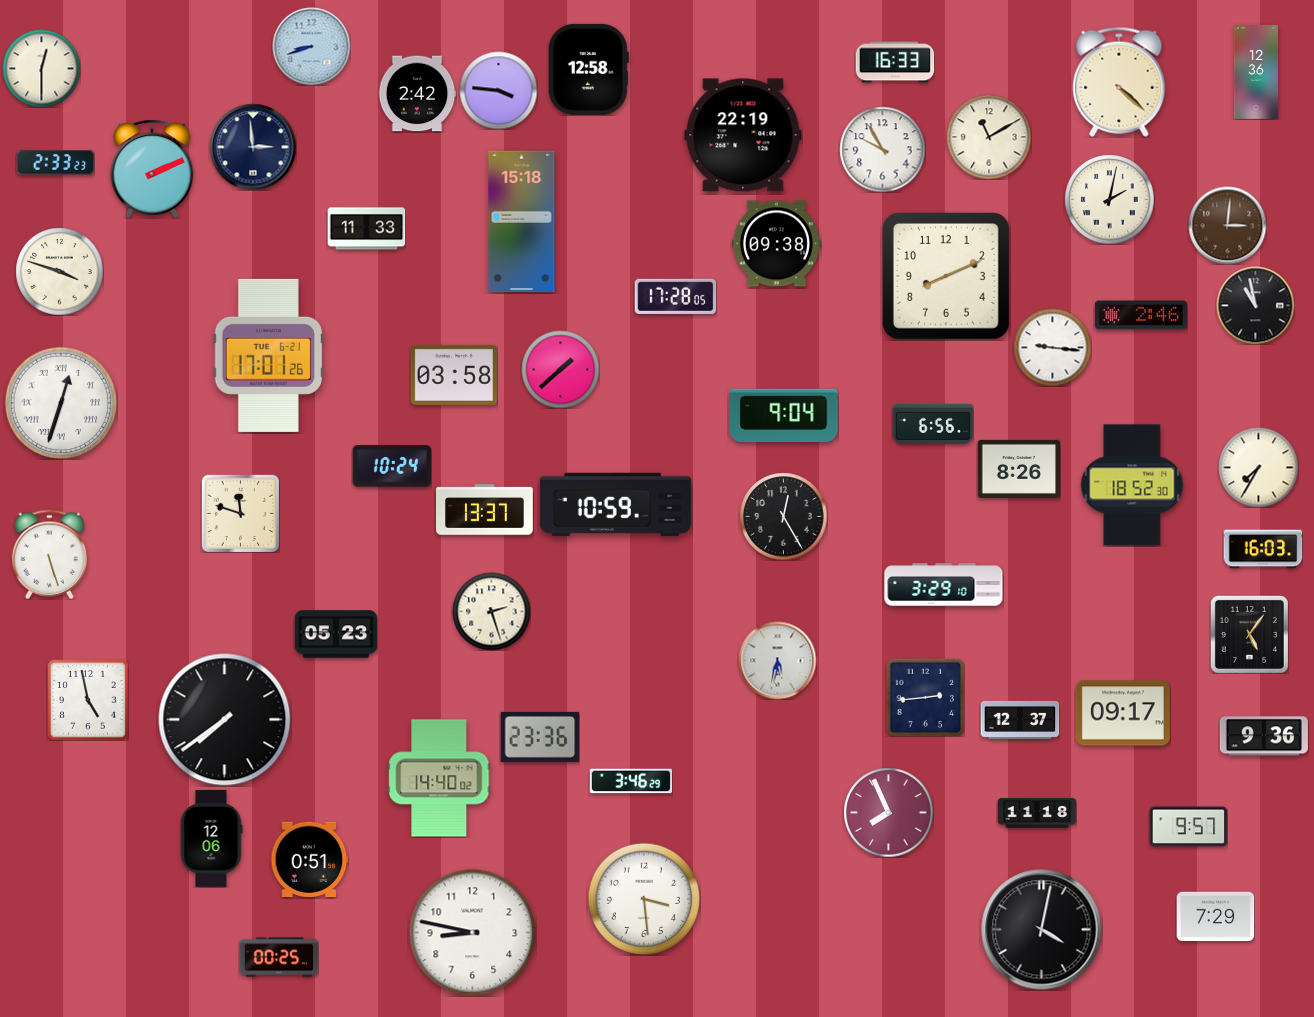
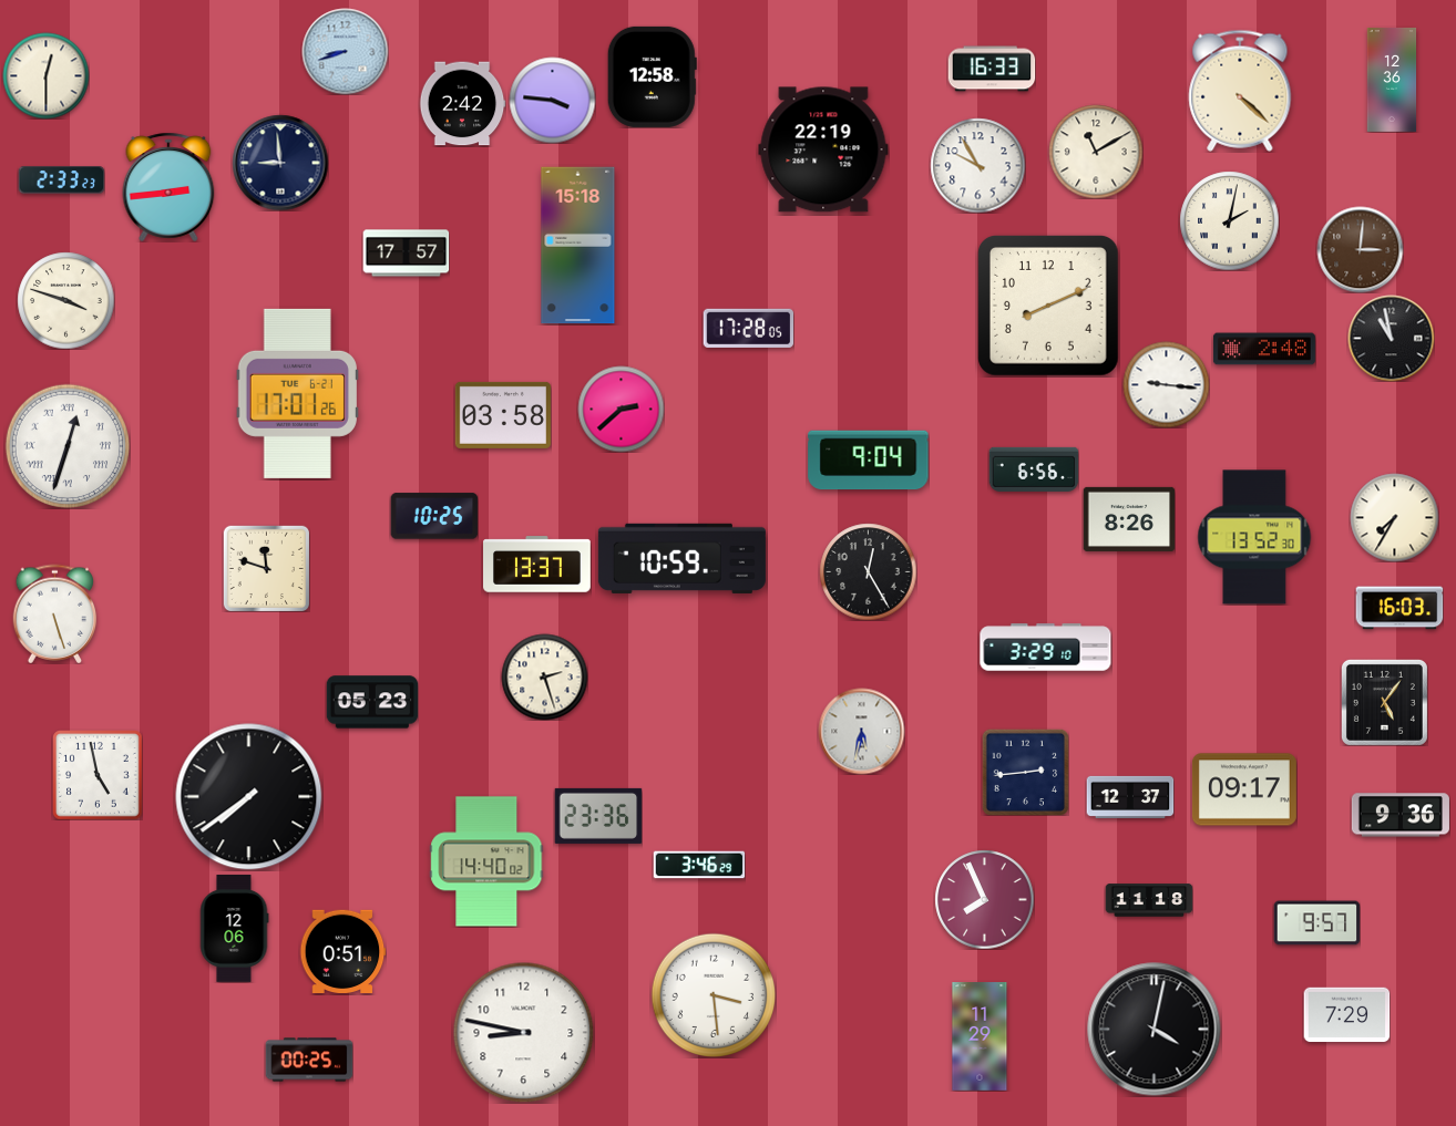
clock at (253, 147): 2:59 -> 8:59
clock at (152, 169): 2:11 -> 2:44
clock at (366, 229): 11:33 -> 17:57
clock at (776, 244): 09:38 -> none
clock at (1141, 315): 2:46 -> 2:48
clock at (560, 369): 1:38 -> 2:38
clock at (392, 466): 10:24 -> 10:25
clock at (1132, 485): 18:52 -> 13:52
clock at (1188, 827) position: (1188, 827) -> (1316, 923)
clock at (980, 1036): none -> 11:29
